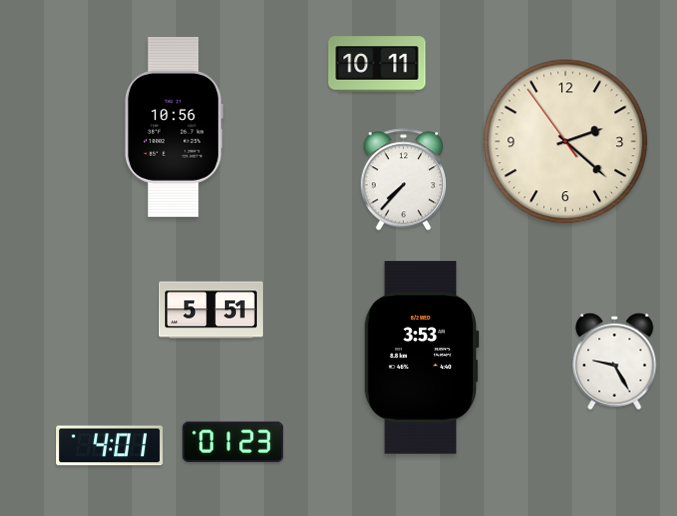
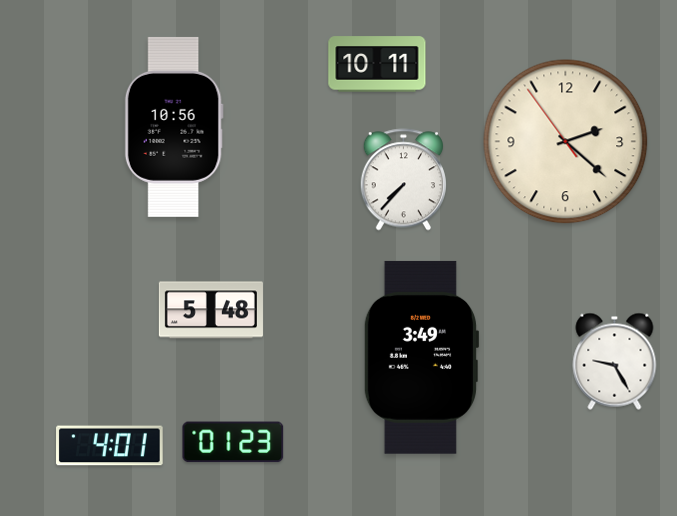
clock at (211, 310): 5:51 -> 5:48
clock at (420, 357): 3:53 -> 3:49
